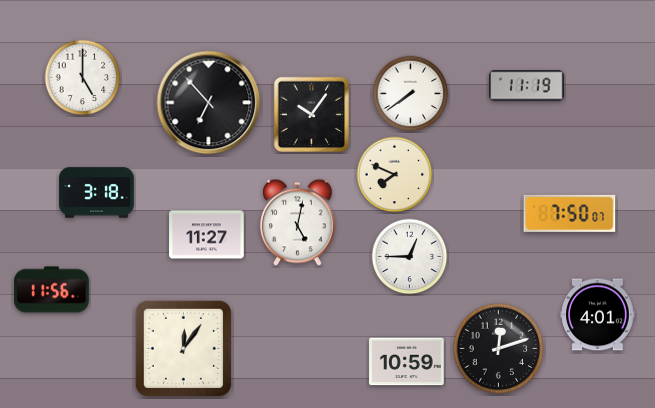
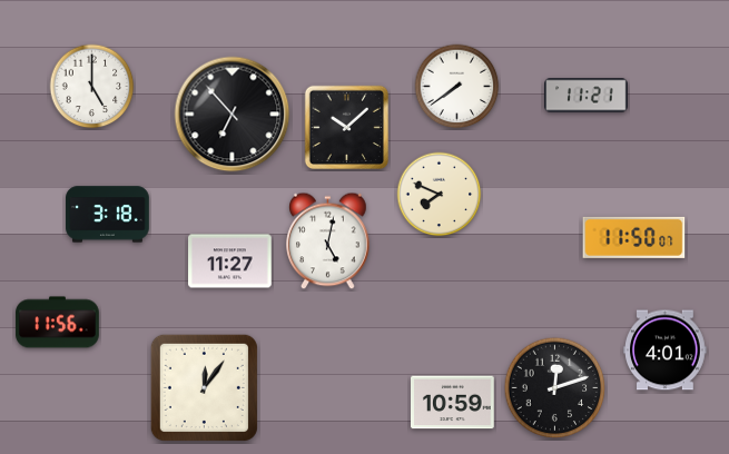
clock at (527, 86): 11:19 -> 11:21
clock at (411, 94) position: (411, 94) -> (457, 87)
clock at (311, 114): 10:06 -> 10:08
clock at (570, 213): 7:50 -> 11:50
clock at (298, 223) position: (298, 223) -> (328, 241)
clock at (410, 257): 12:45 -> none
